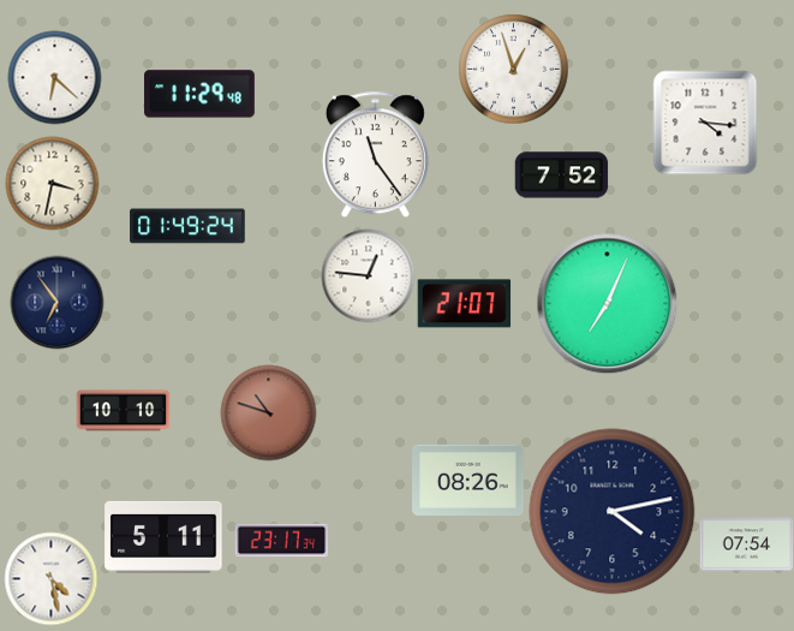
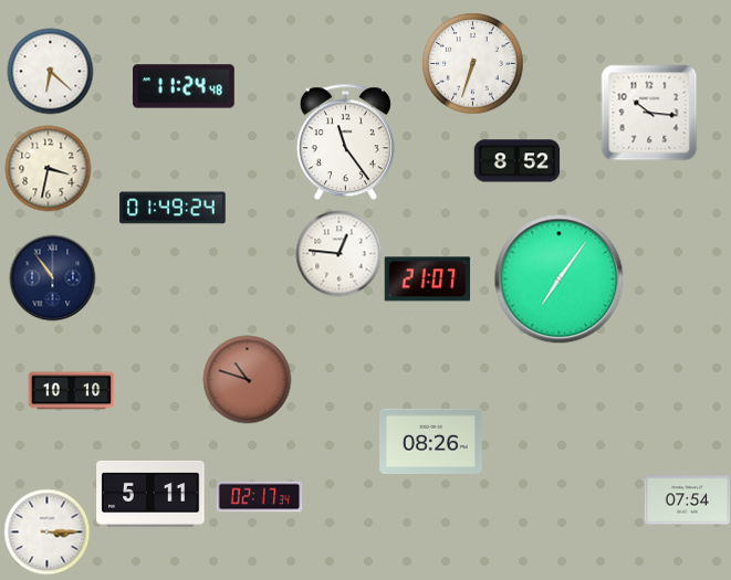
clock at (513, 69): 12:57 -> 6:33
clock at (201, 94): 11:29 -> 11:24
clock at (705, 123): 4:16 -> 10:16
clock at (561, 175): 7:52 -> 8:52
clock at (56, 302): 6:54 -> 10:54
clock at (607, 303): 7:04 -> 7:06
clock at (123, 411) position: (123, 411) -> (71, 391)
clock at (613, 512): 4:13 -> none
clock at (281, 541): 23:17 -> 02:17
clock at (50, 578): 4:28 -> 3:15
